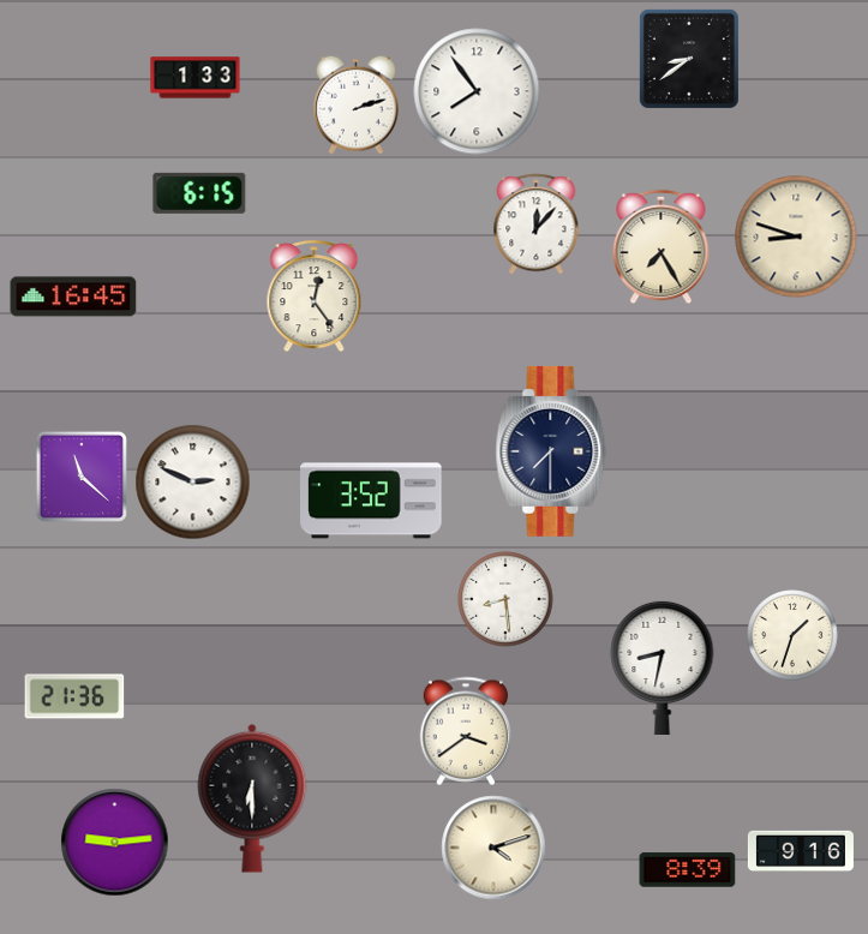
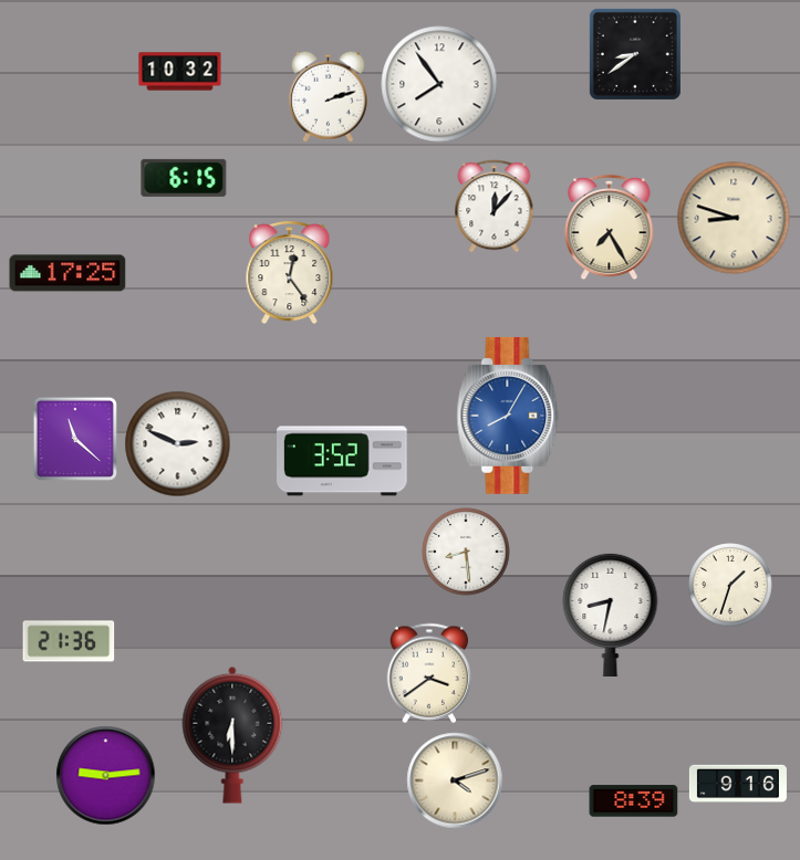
clock at (196, 78): 1:33 -> 10:32
clock at (73, 297): 16:45 -> 17:25
clock at (551, 451): 7:30 -> 8:05
clock at (551, 451) dial: navy -> blue
